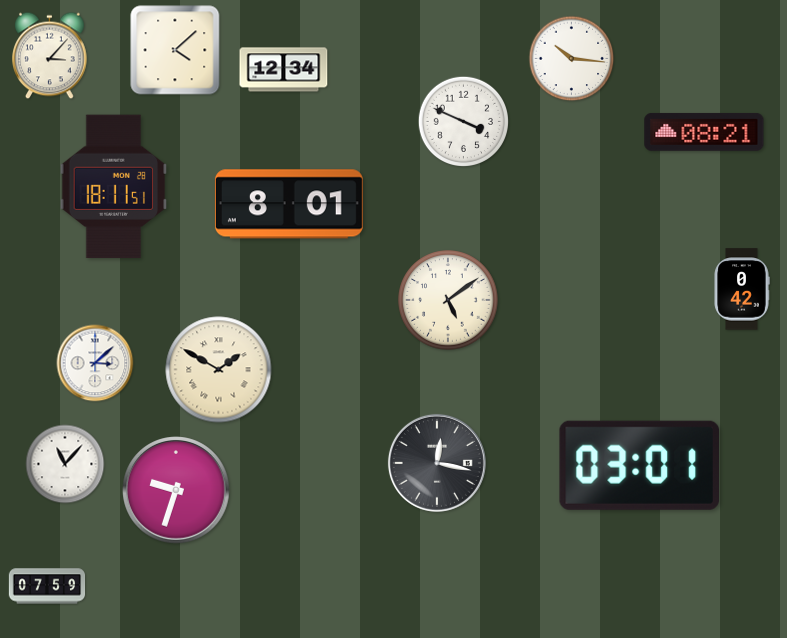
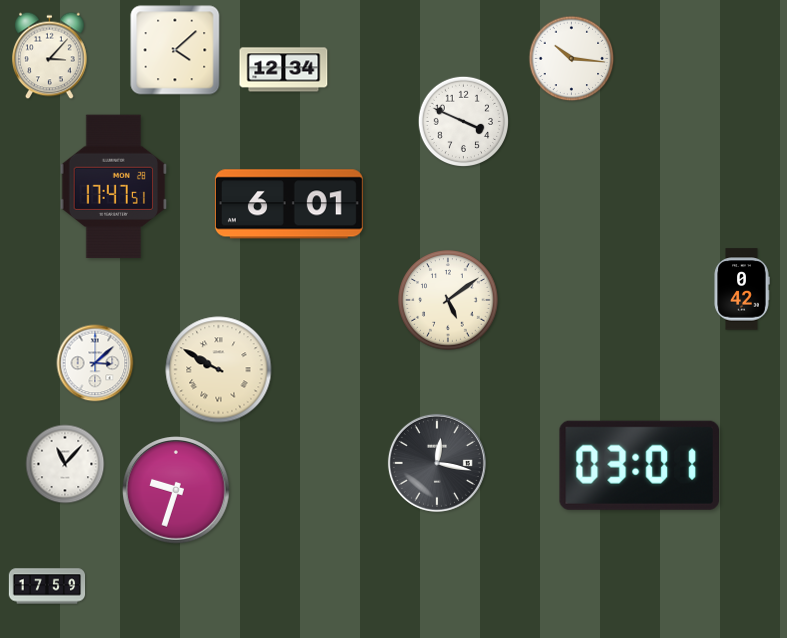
clock at (704, 132): 08:21 -> none
clock at (114, 187): 18:11 -> 17:47
clock at (289, 204): 8:01 -> 6:01
clock at (219, 370): 1:50 -> 9:50
clock at (47, 586): 07:59 -> 17:59
